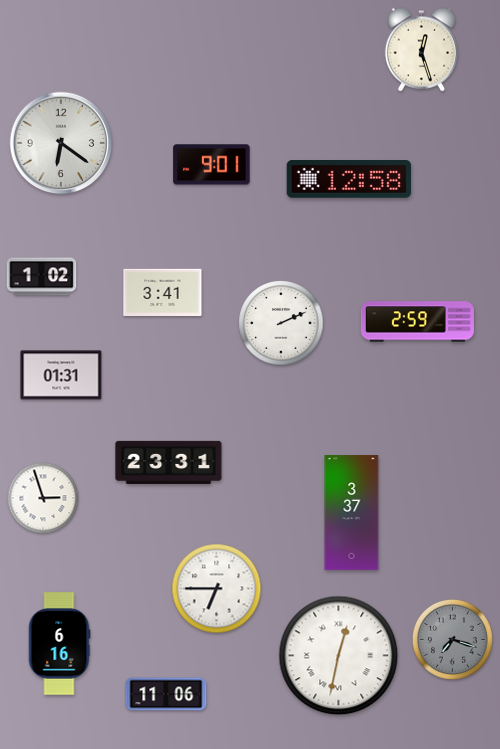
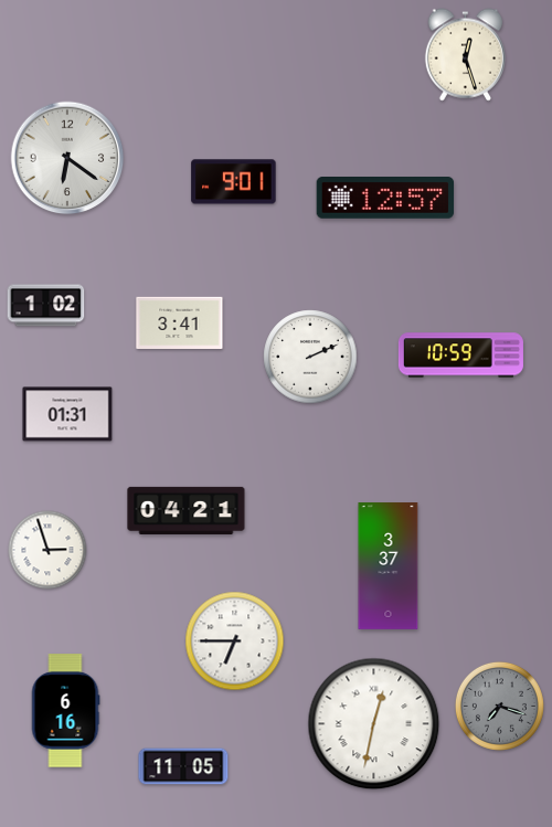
clock at (349, 180): 12:58 -> 12:57
clock at (417, 322): 2:59 -> 10:59
clock at (169, 462): 23:31 -> 04:21
clock at (217, 589) position: (217, 589) -> (235, 642)
clock at (166, 694): 11:06 -> 11:05
